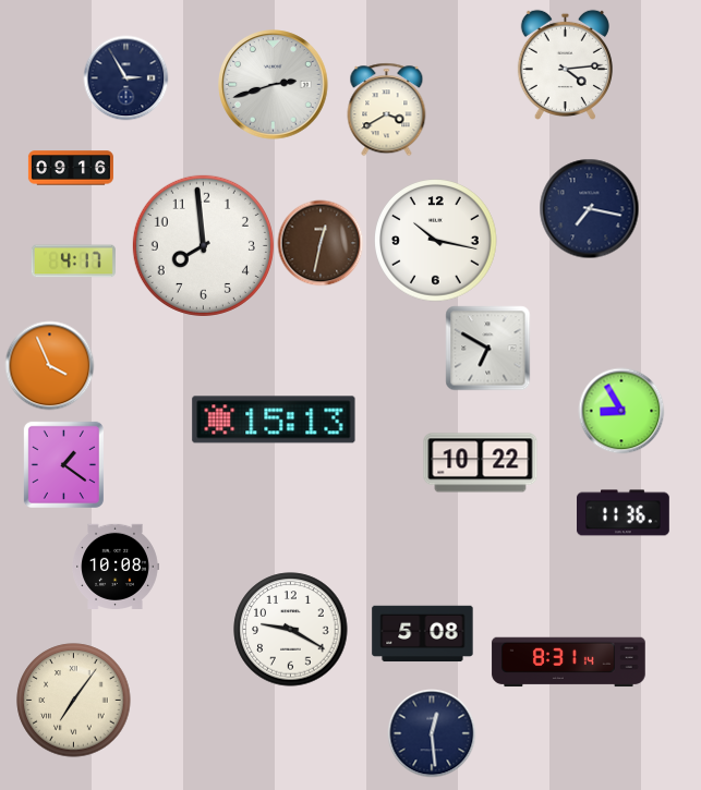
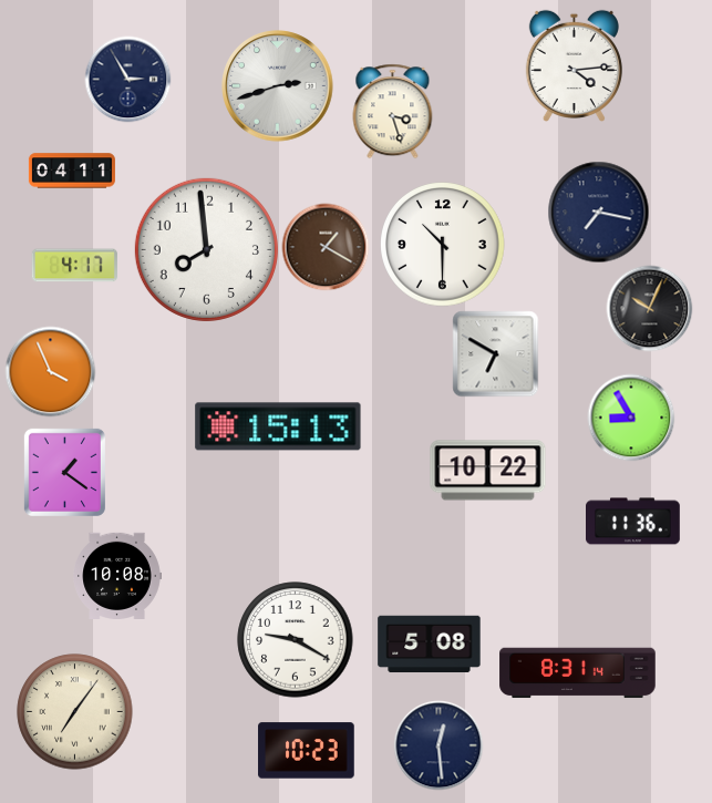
clock at (387, 109): 3:40 -> 3:27
clock at (71, 168): 09:16 -> 04:11
clock at (436, 241): 10:17 -> 10:30
clock at (321, 243): 12:32 -> 1:20
clock at (649, 308): none -> 10:04
clock at (307, 751): none -> 10:23
